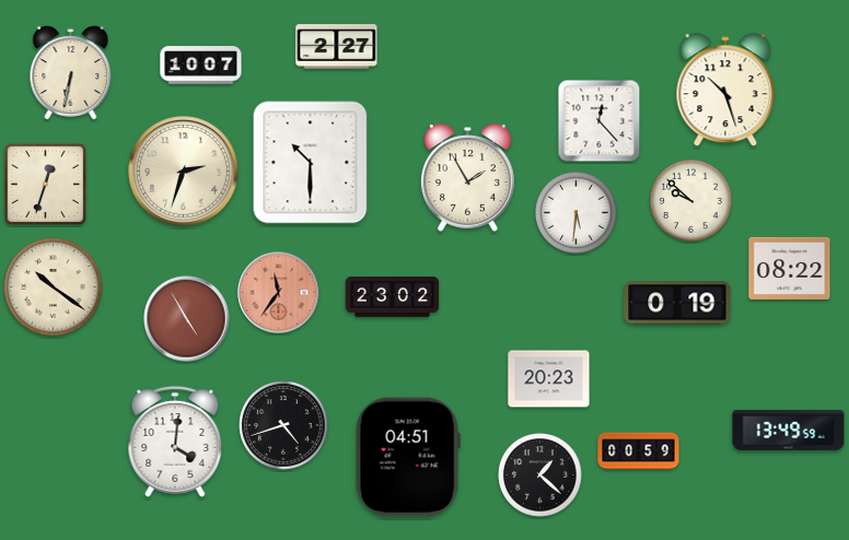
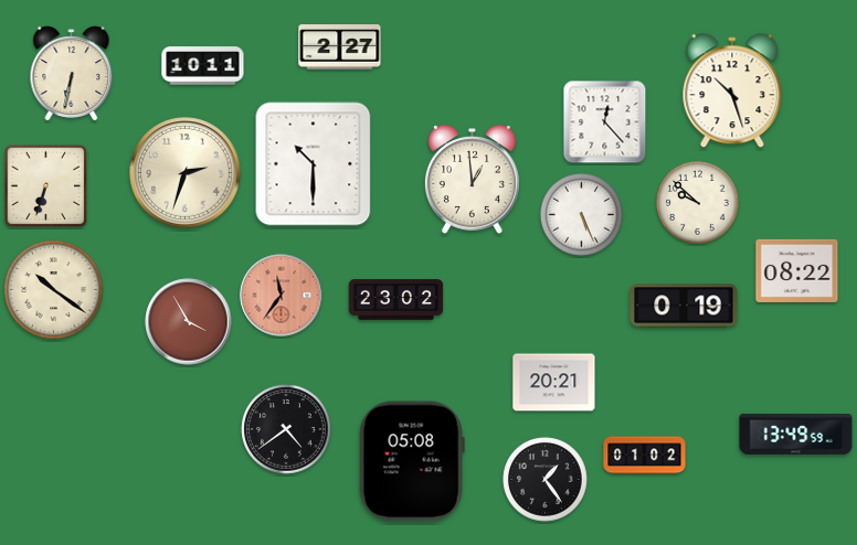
clock at (201, 66): 10:07 -> 10:11
clock at (467, 178): 1:55 -> 12:59
clock at (46, 185): 12:33 -> 6:33
clock at (577, 213): 5:31 -> 5:26
clock at (187, 319): 4:55 -> 3:55
clock at (549, 379): 20:23 -> 20:21
clock at (283, 425): 4:42 -> 4:39
clock at (175, 442): 4:01 -> none
clock at (639, 451): 00:59 -> 01:02
clock at (408, 457): 04:51 -> 05:08
clock at (540, 476): 1:22 -> 1:24
